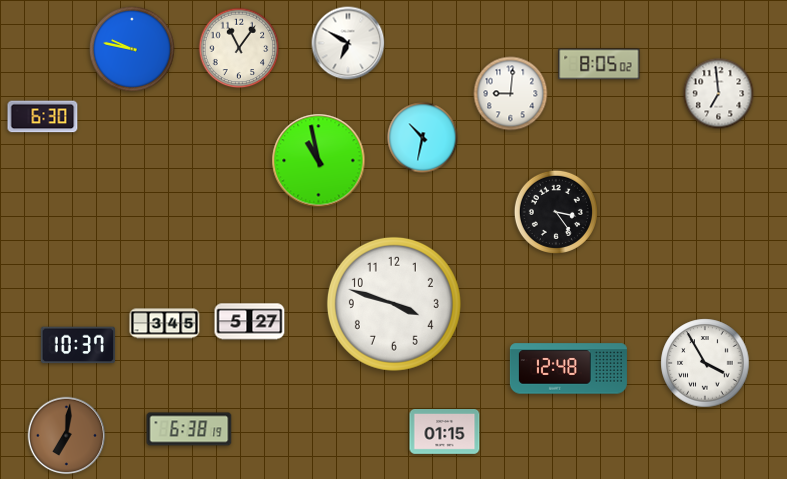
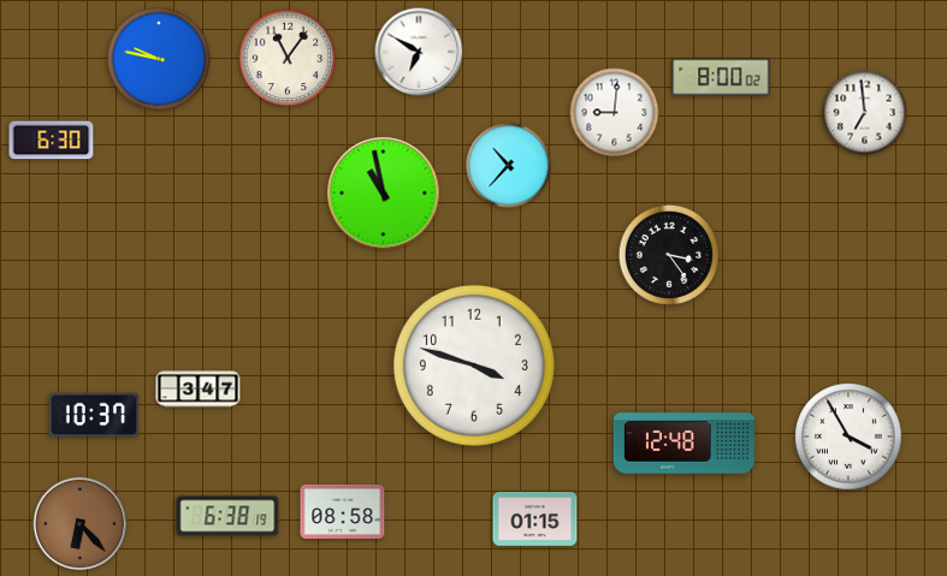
clock at (599, 64): 8:05 -> 8:00
clock at (423, 138): 10:32 -> 10:37
clock at (250, 322): 5:27 -> none
clock at (165, 324): 3:45 -> 3:47
clock at (343, 511): none -> 08:58
clock at (67, 436): 7:01 -> 6:23
